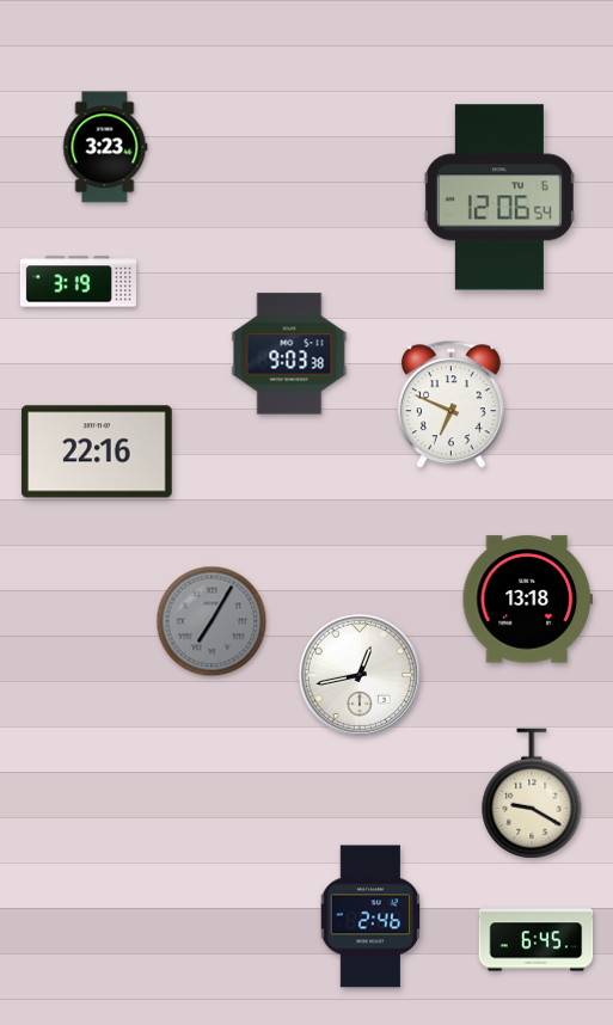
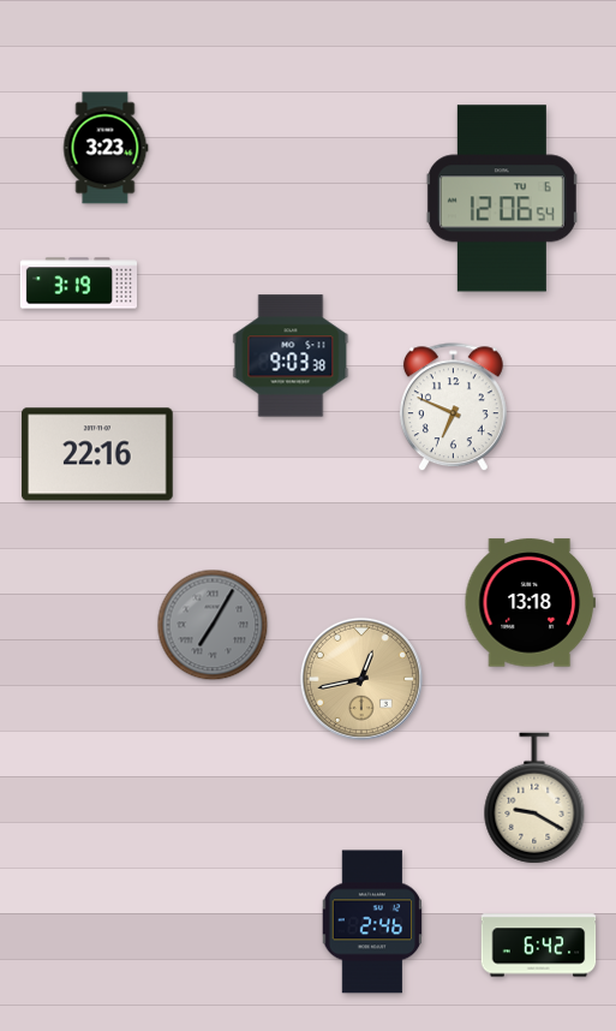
clock at (360, 675) dial: white -> champagne
clock at (537, 940): 6:45 -> 6:42
